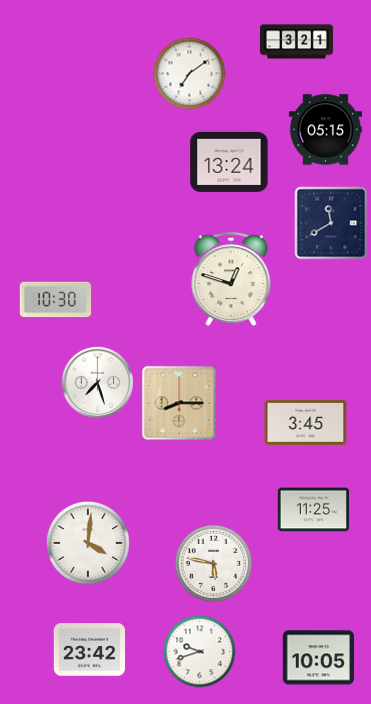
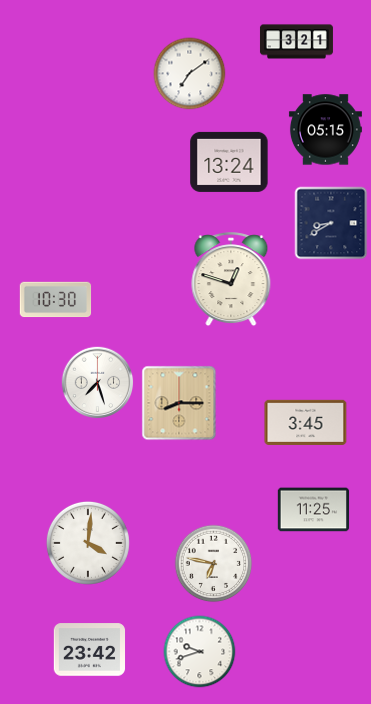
clock at (331, 223): 11:40 -> 8:40
clock at (214, 564): 5:47 -> 6:47
clock at (318, 658): 10:05 -> none
